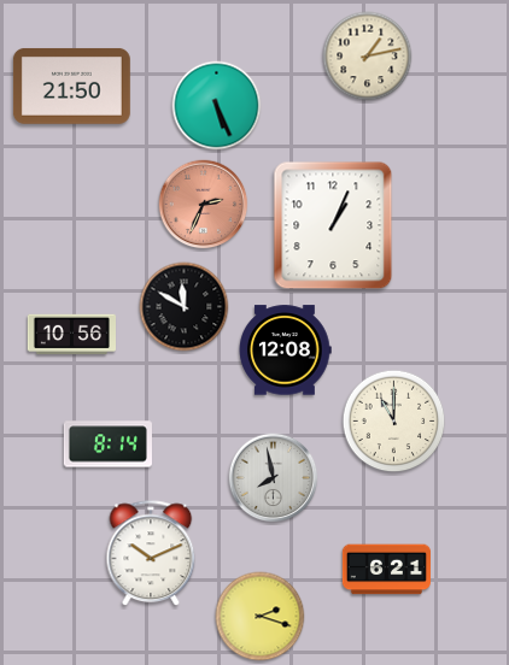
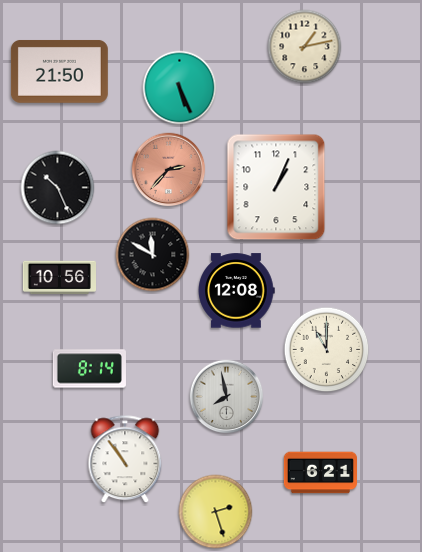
clock at (204, 205): 2:34 -> 2:37
clock at (58, 188): none -> 10:26
clock at (151, 554): 10:11 -> 10:54
clock at (261, 617): 2:18 -> 2:27
